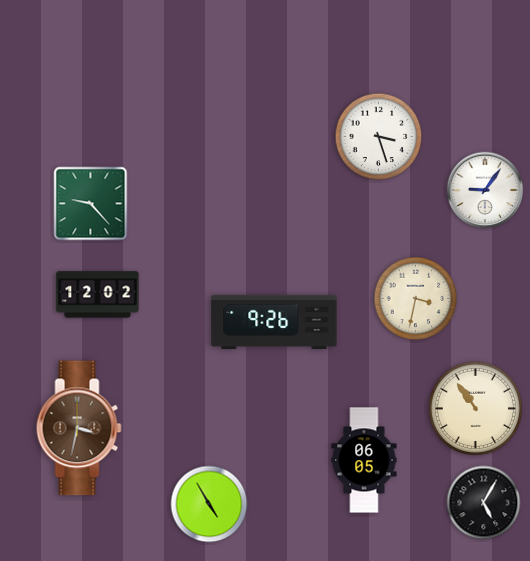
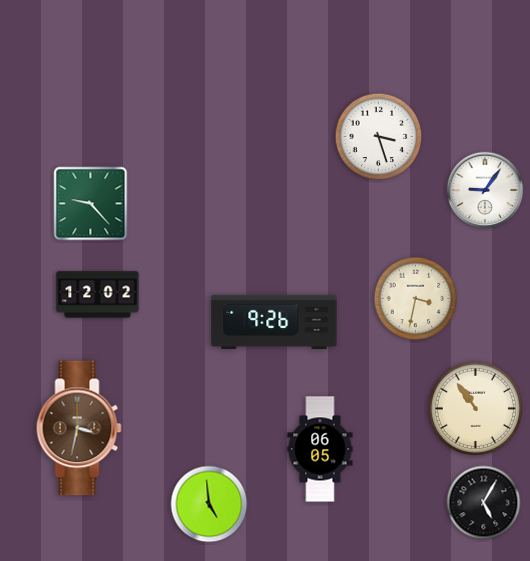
clock at (364, 460) position: (364, 460) -> (320, 449)
clock at (209, 504): 4:55 -> 4:59
